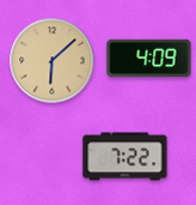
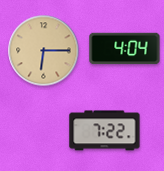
clock at (149, 59): 4:09 -> 4:04
clock at (53, 61): 6:08 -> 6:15
